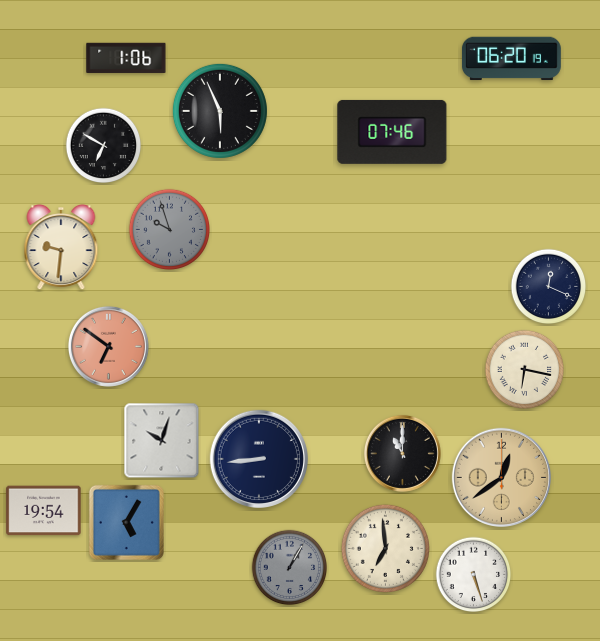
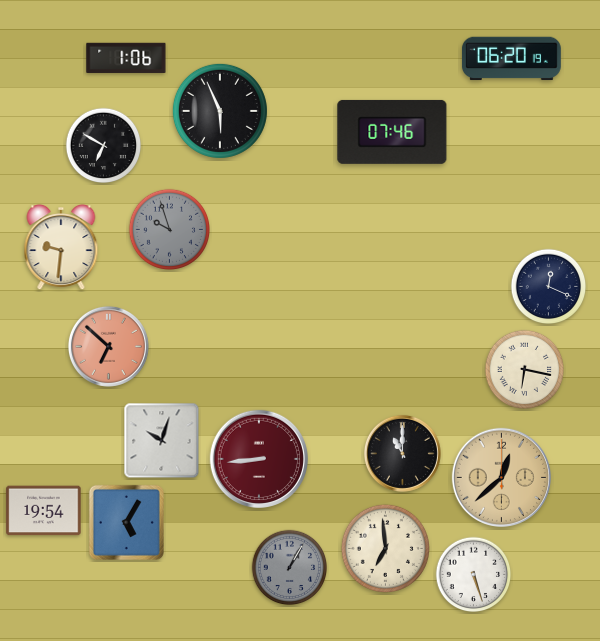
clock at (108, 346): 6:51 -> 6:52
clock at (258, 458) dial: navy -> burgundy
clock at (501, 477): 12:39 -> 12:38
